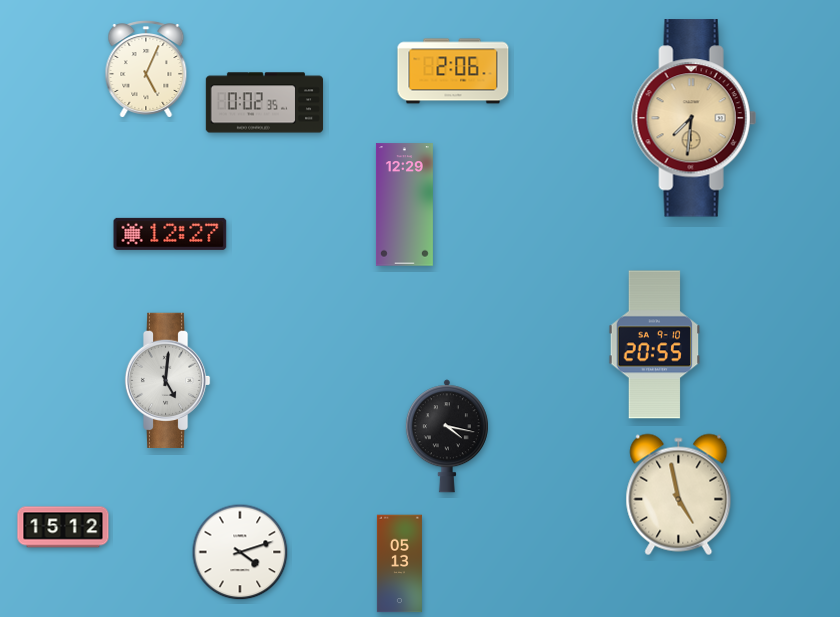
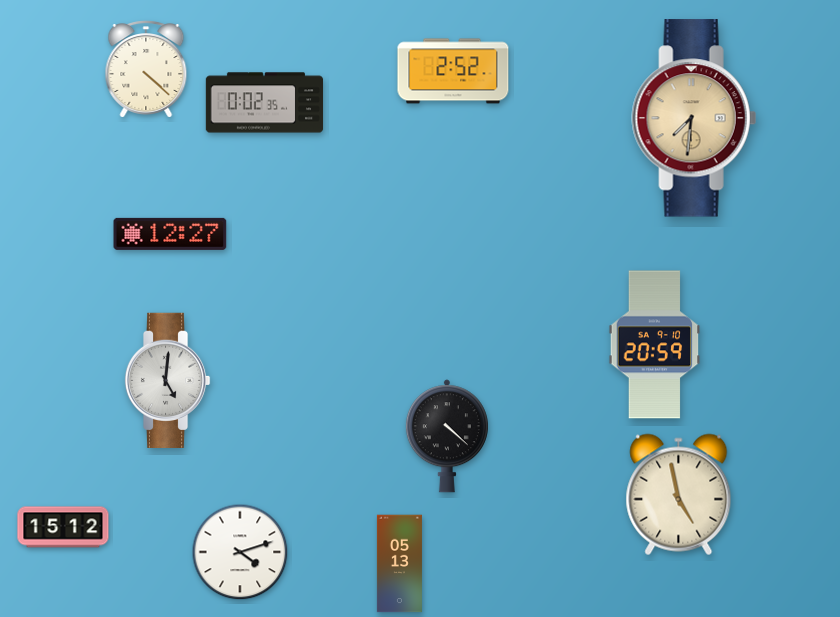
clock at (146, 69): 5:04 -> 4:22
clock at (453, 71): 2:06 -> 2:52
clock at (404, 205): 12:29 -> none
clock at (655, 345): 20:55 -> 20:59
clock at (447, 436): 4:17 -> 4:22
